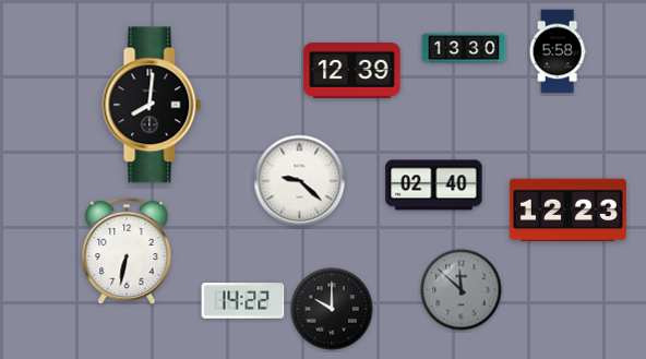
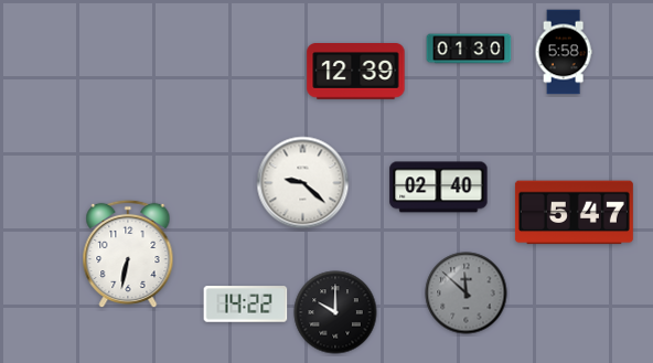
clock at (464, 48): 13:30 -> 01:30
clock at (152, 105): 8:01 -> none
clock at (567, 211): 12:23 -> 5:47
